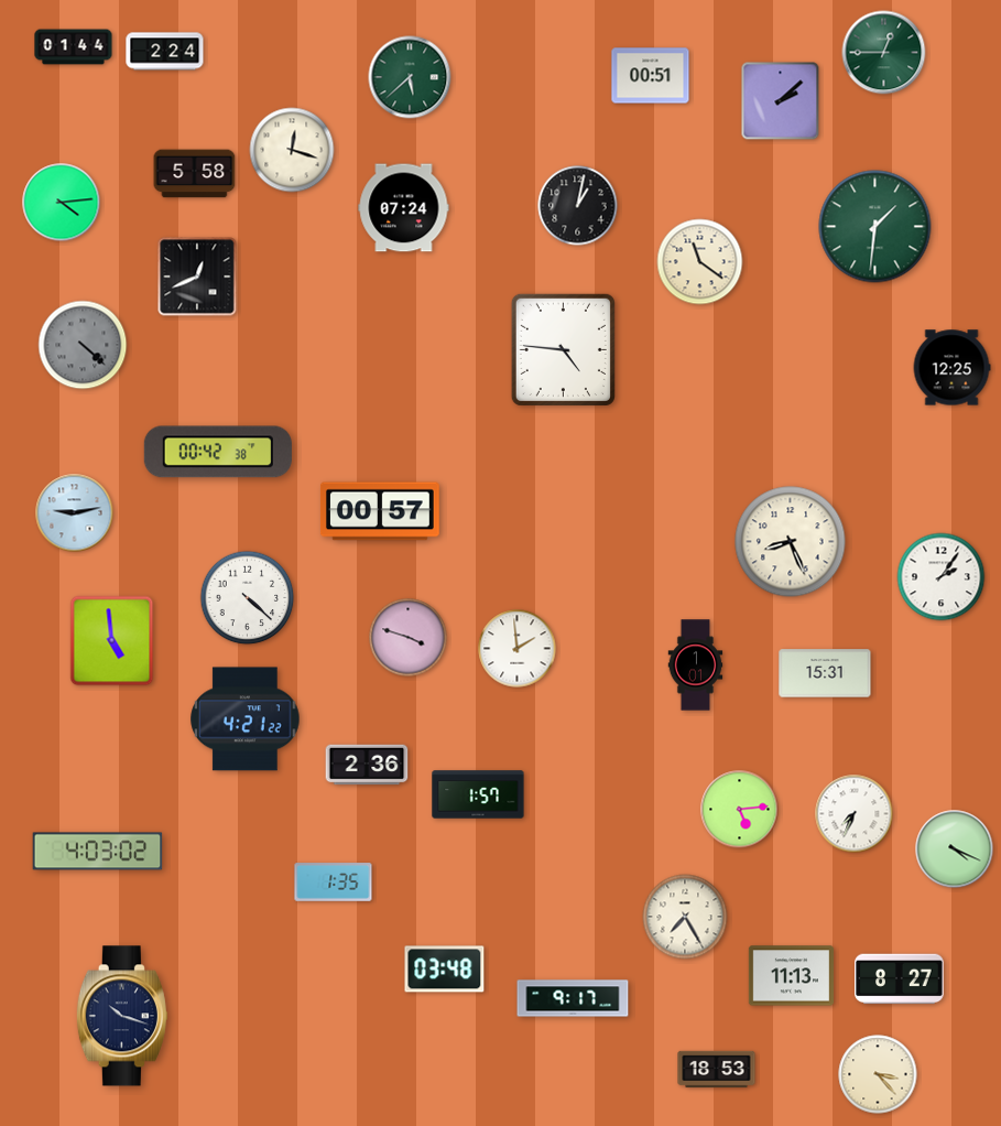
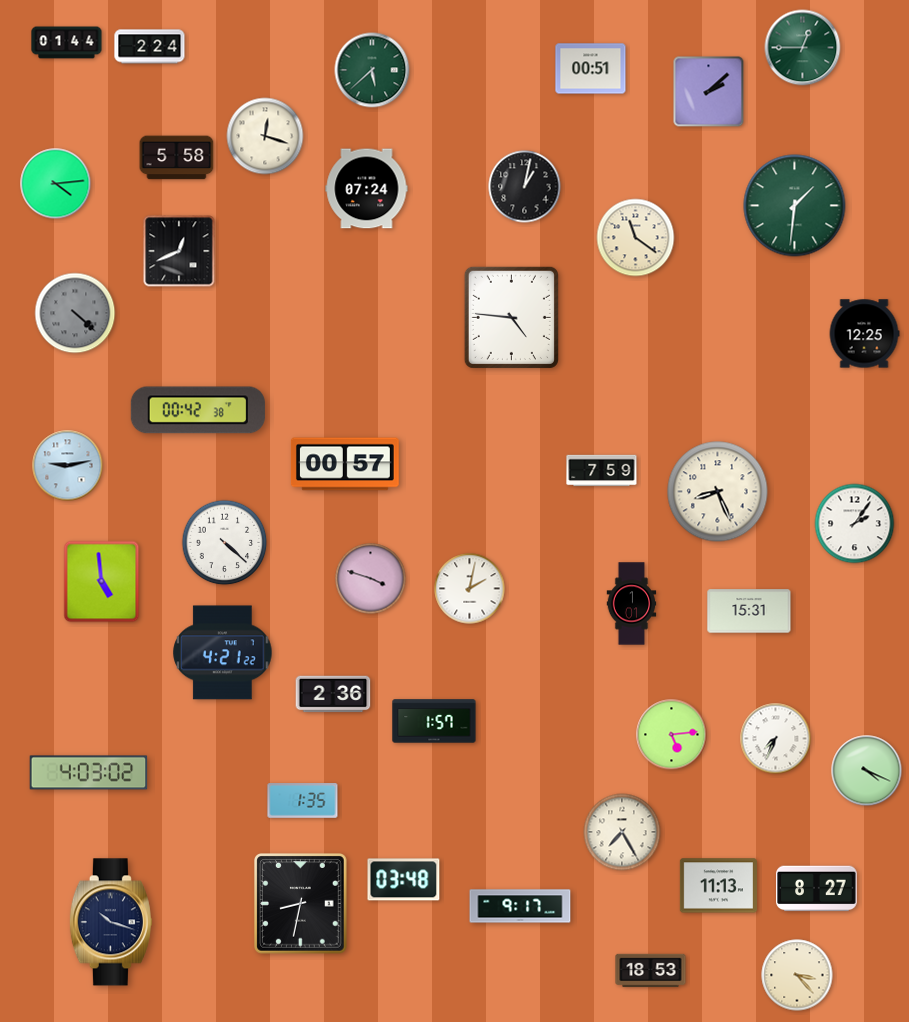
clock at (602, 471): none -> 7:59
clock at (518, 649): 1:59 -> 2:02
clock at (301, 904): none -> 8:32
